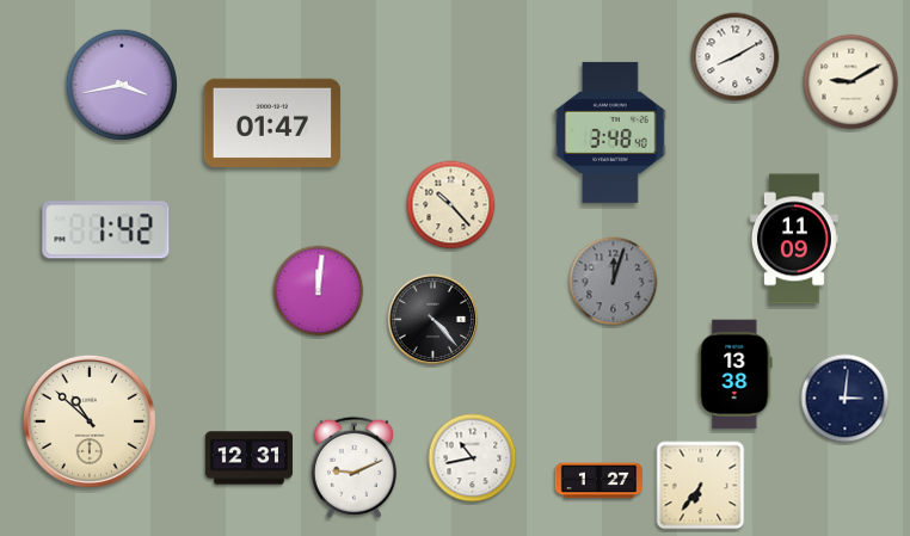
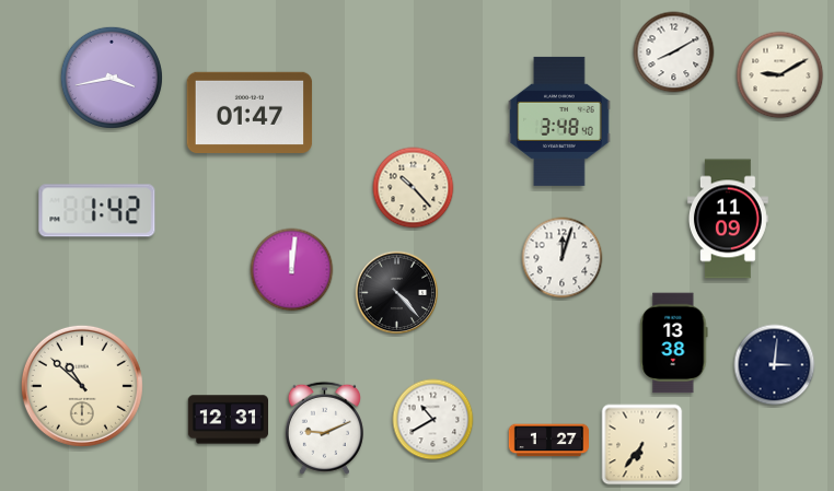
clock at (614, 282) dial: grey -> white
clock at (319, 291) position: (319, 291) -> (292, 270)
clock at (473, 458): 10:43 -> 10:40
